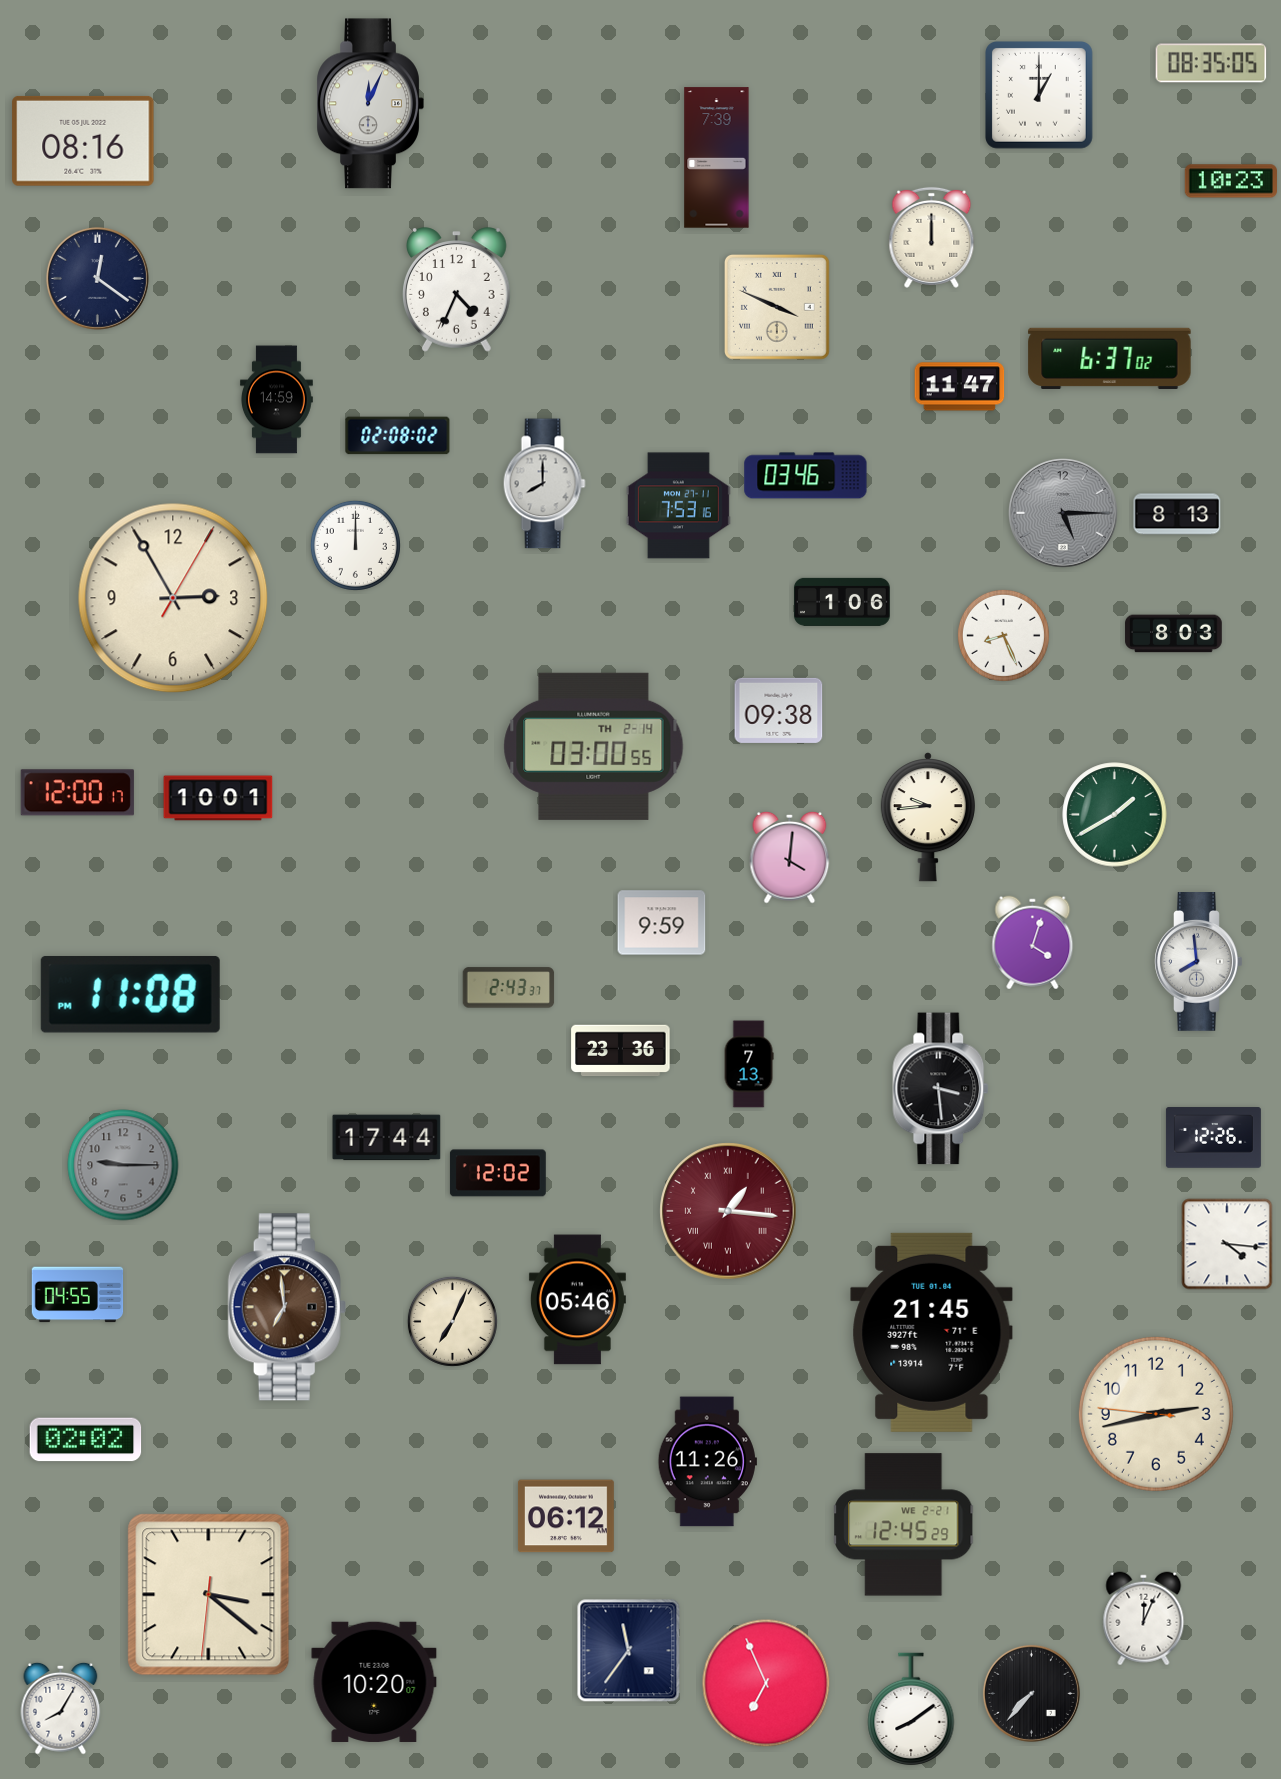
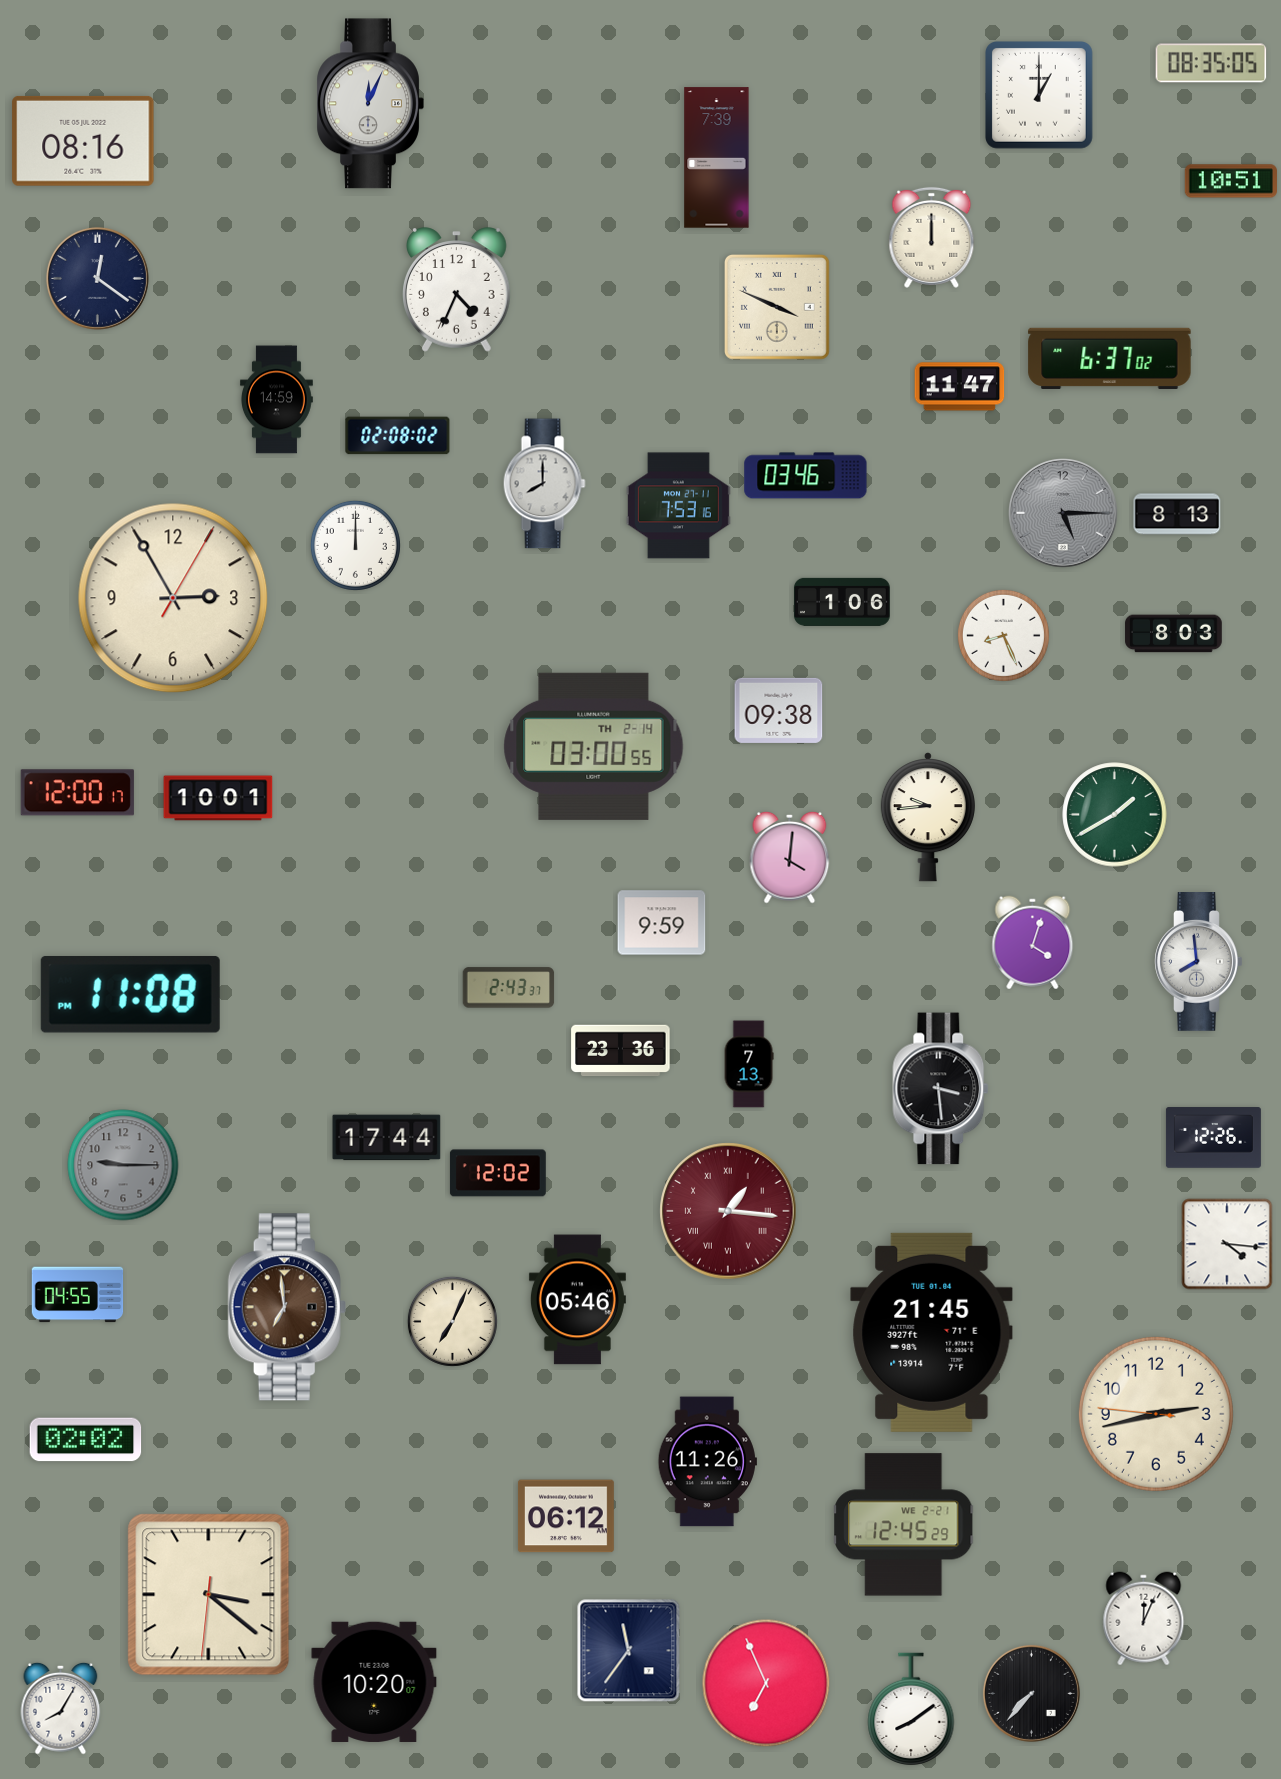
clock at (1231, 181): 10:23 -> 10:51
